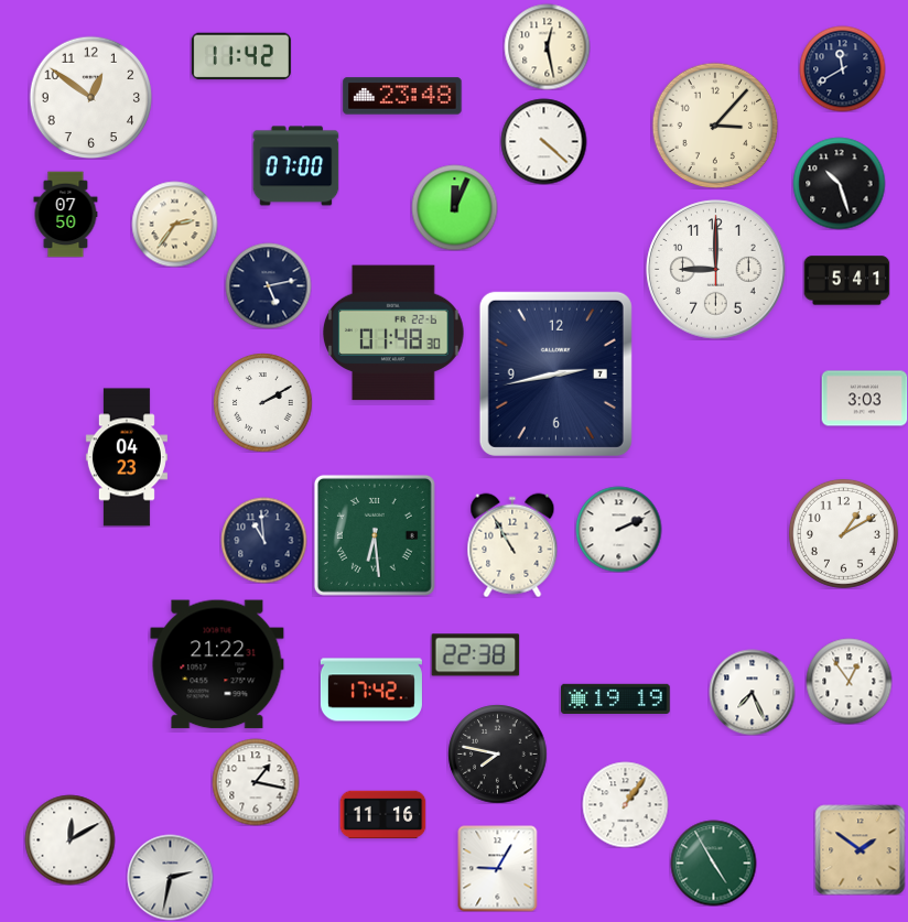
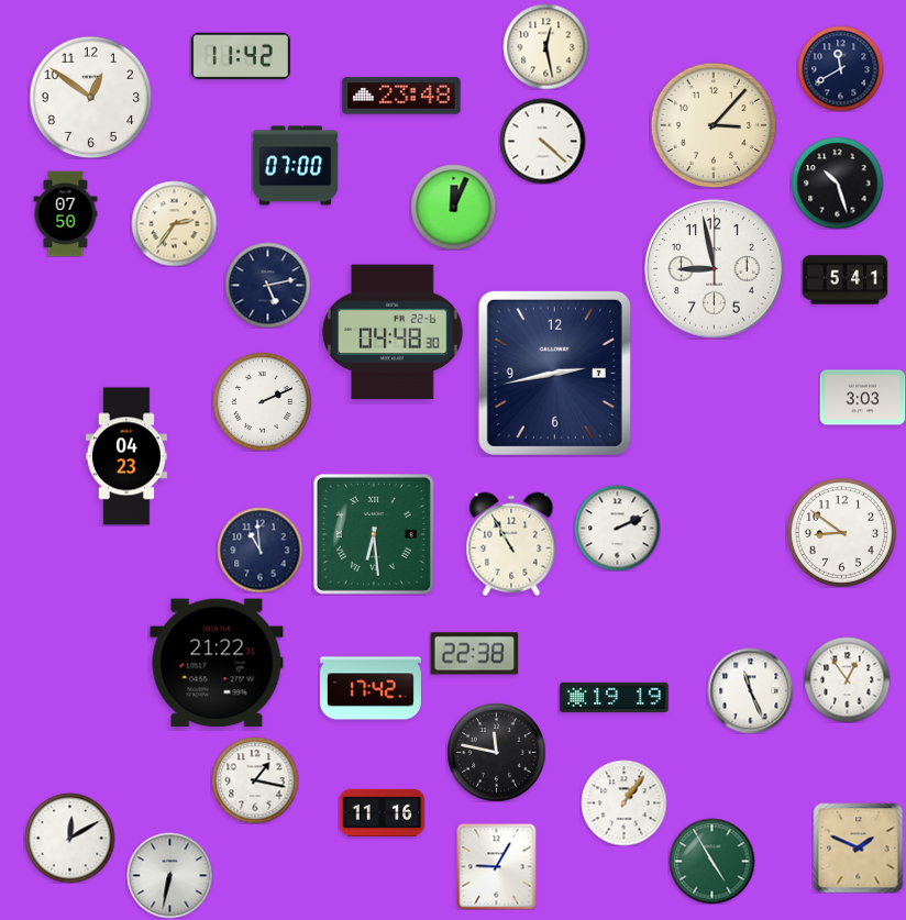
clock at (716, 270): 9:00 -> 8:58
clock at (394, 333): 01:48 -> 04:48
clock at (262, 402): 2:10 -> 2:11
clock at (843, 533): 1:10 -> 8:51
clock at (263, 540) position: (263, 540) -> (259, 550)
clock at (752, 692): 7:26 -> 11:26
clock at (497, 753): 7:47 -> 11:47
clock at (860, 849): 1:51 -> 1:49
clock at (170, 877): 2:32 -> 6:32
